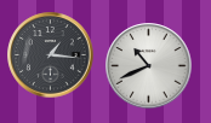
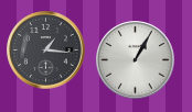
clock at (149, 66): 10:41 -> 1:05
